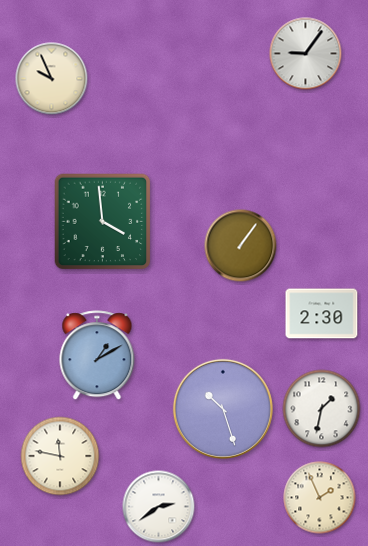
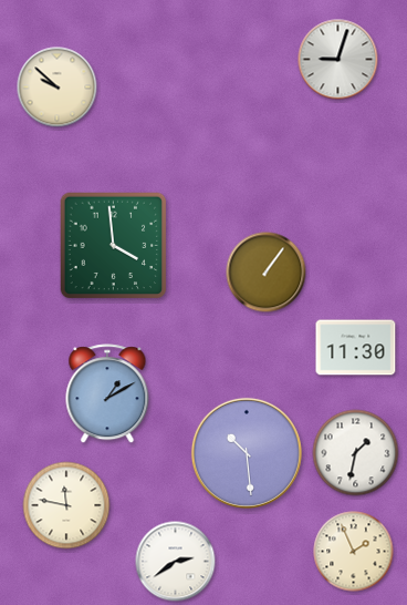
clock at (306, 54): 9:06 -> 9:03
clock at (52, 79): 9:56 -> 9:52
clock at (322, 314): 2:30 -> 11:30
clock at (223, 409): 10:27 -> 10:29
